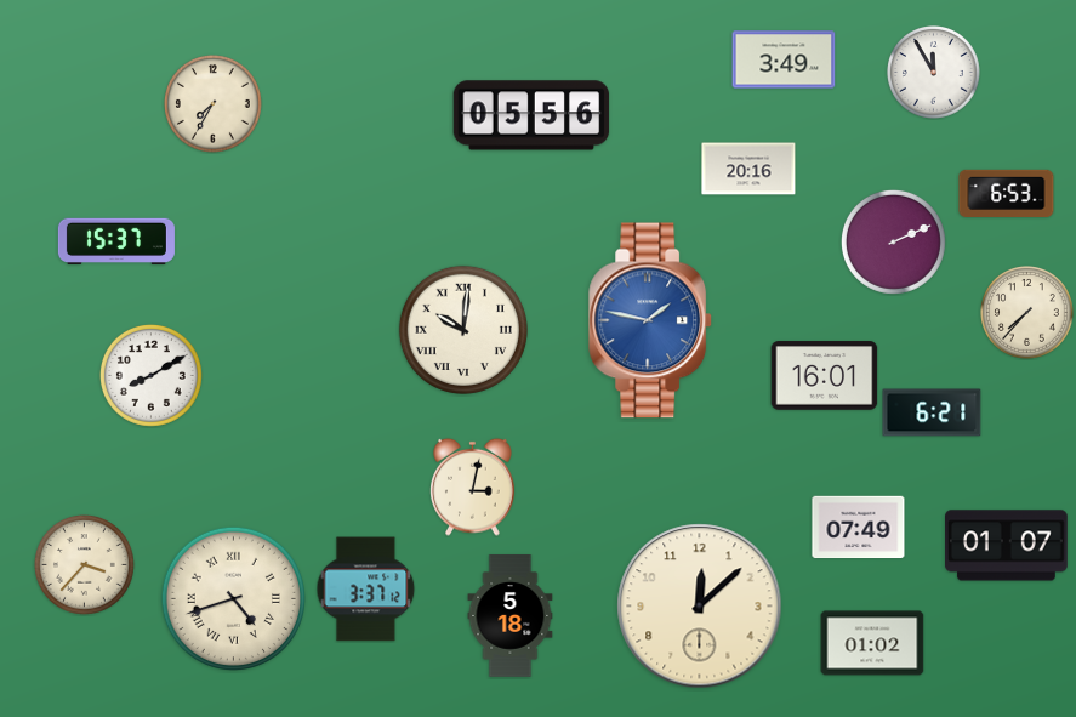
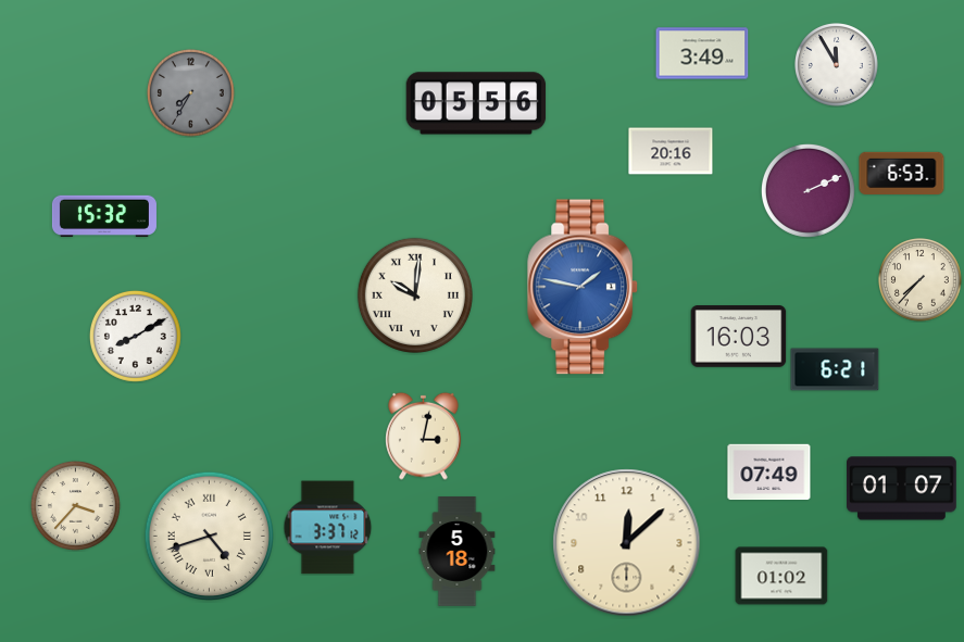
clock at (214, 104) dial: cream -> grey
clock at (116, 240): 15:37 -> 15:32
clock at (893, 241) position: (893, 241) -> (807, 190)
clock at (825, 376): 16:01 -> 16:03
